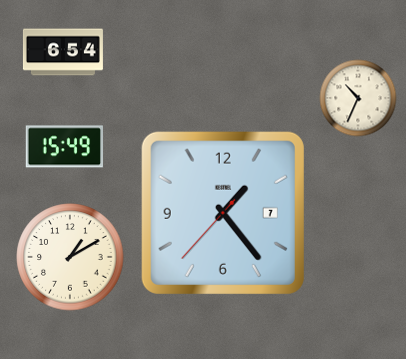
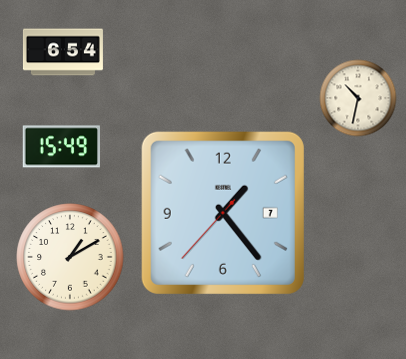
clock at (358, 98): 10:34 -> 10:32
clock at (64, 147) position: (64, 147) -> (61, 147)
